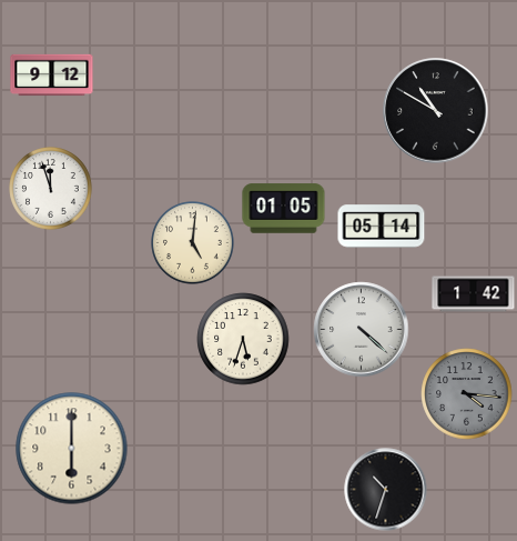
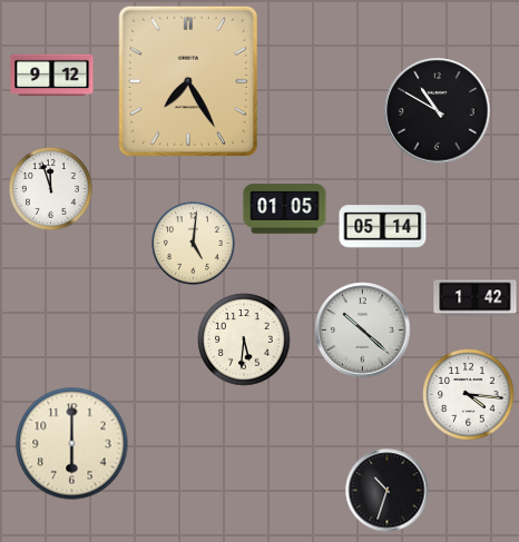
clock at (188, 80): none -> 7:25
clock at (474, 294) position: (474, 294) -> (476, 298)
clock at (362, 330): 4:22 -> 10:22
clock at (243, 339): 5:33 -> 5:31
clock at (467, 394) dial: grey -> white
clock at (72, 449) position: (72, 449) -> (72, 444)
